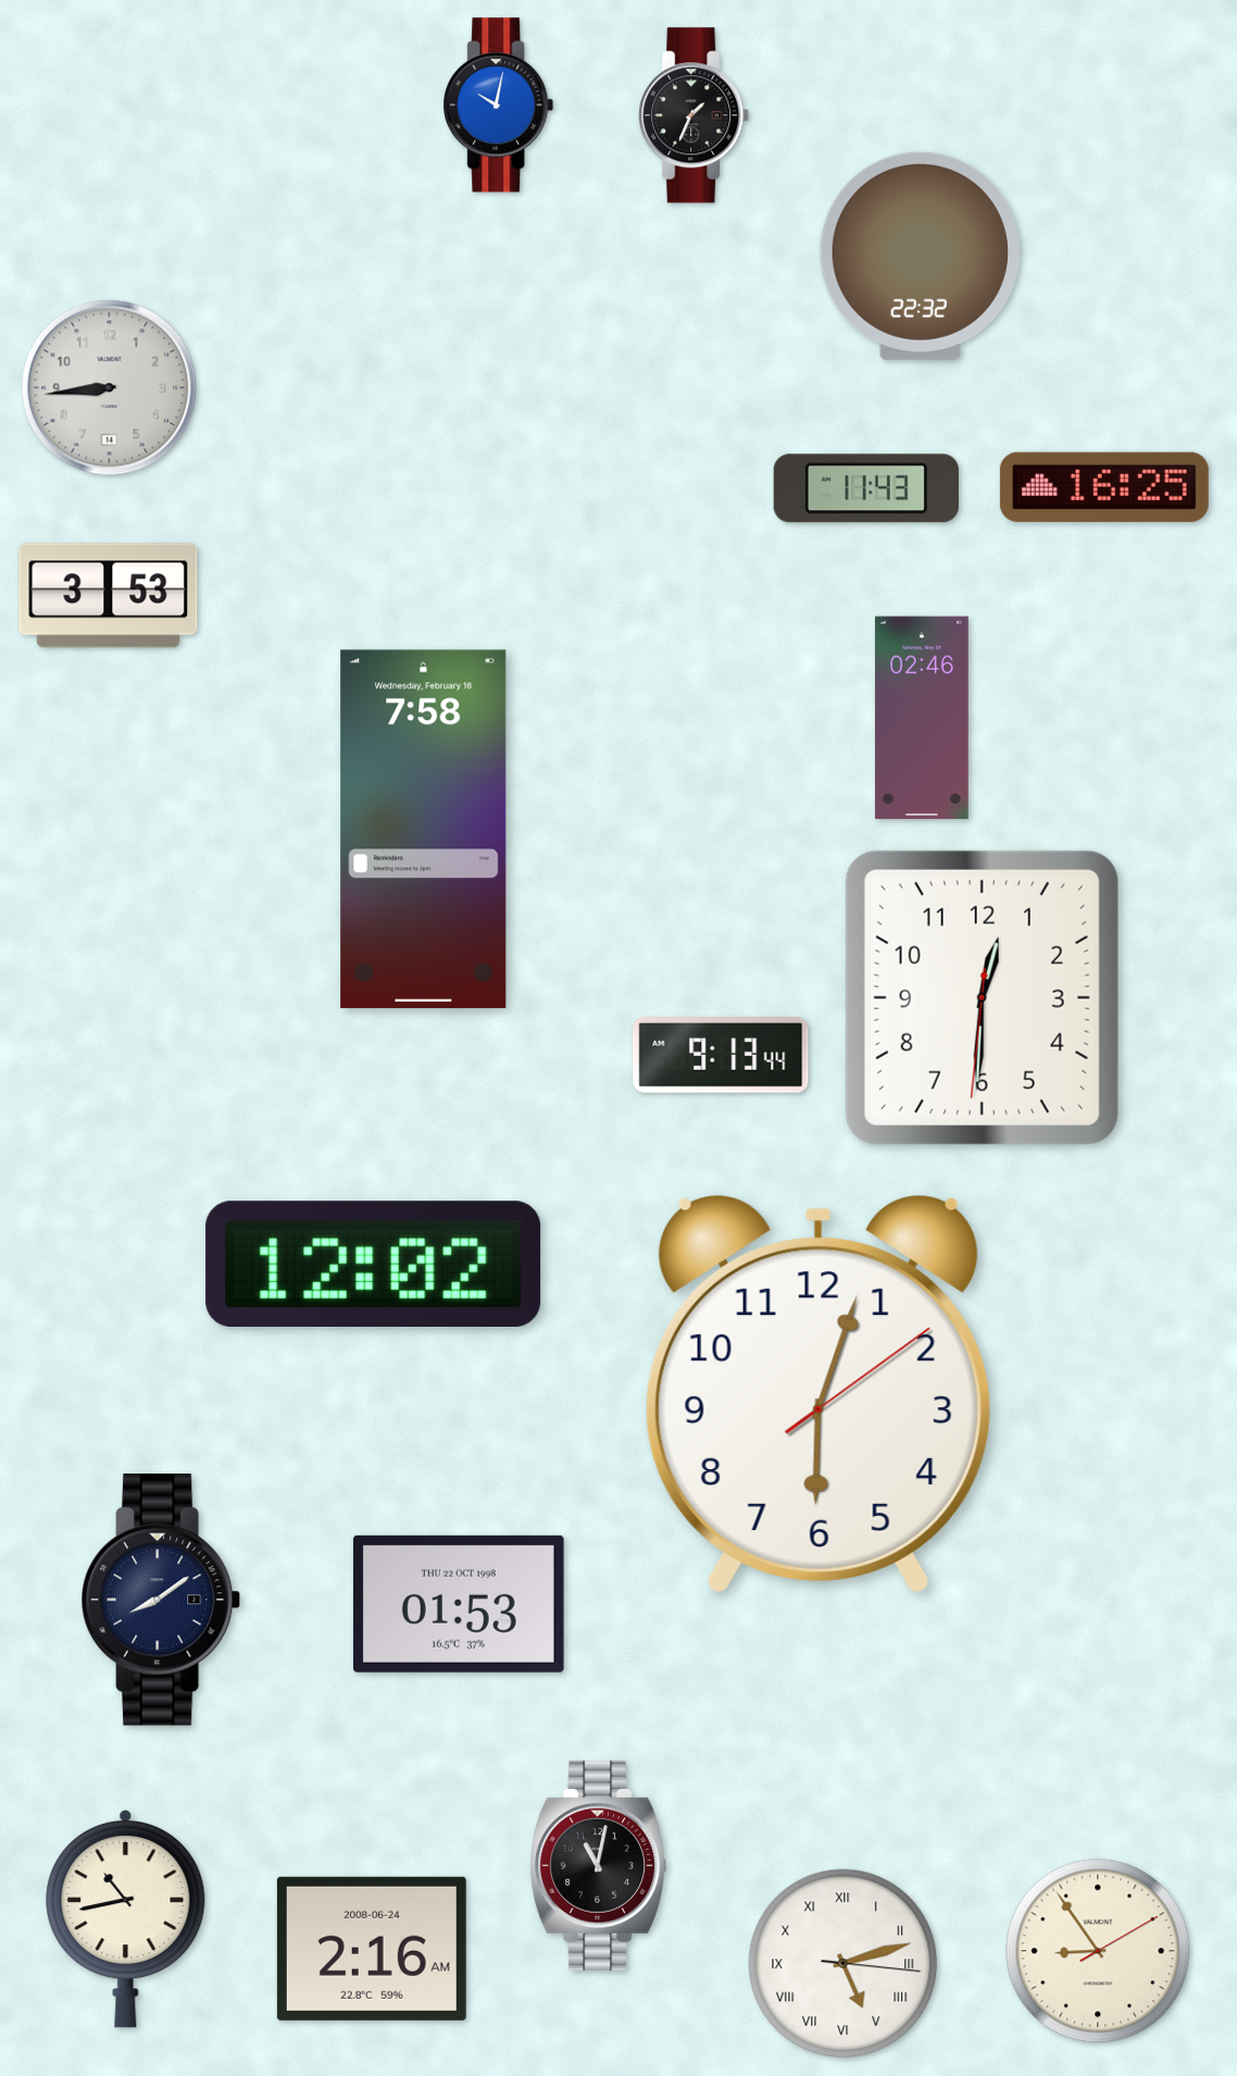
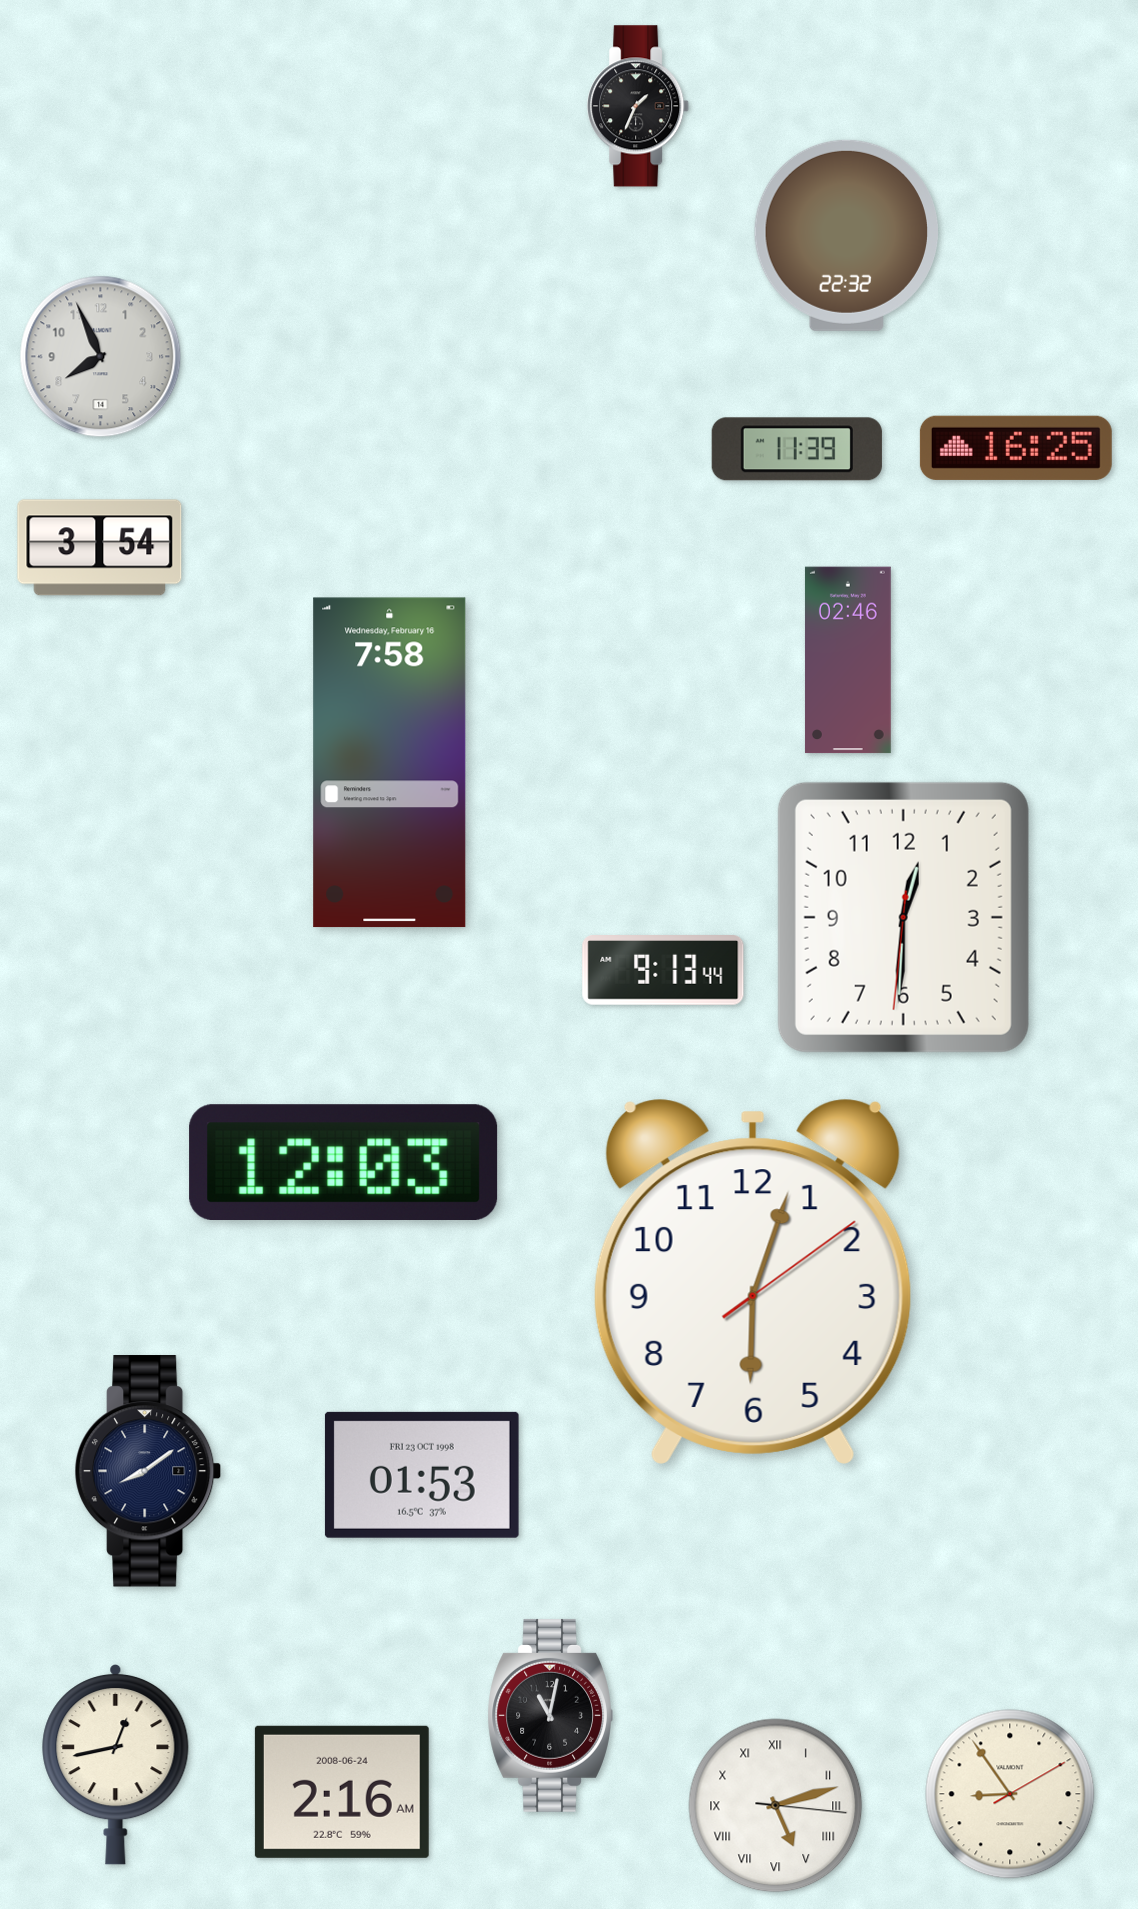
clock at (499, 105): 10:02 -> none
clock at (110, 388): 8:44 -> 7:56
clock at (866, 488): 11:43 -> 11:39
clock at (109, 596): 3:53 -> 3:54
clock at (374, 1264): 12:02 -> 12:03
clock at (459, 1604) date: THU 22 OCT 1998 -> FRI 23 OCT 1998
clock at (126, 1918): 10:43 -> 12:43
